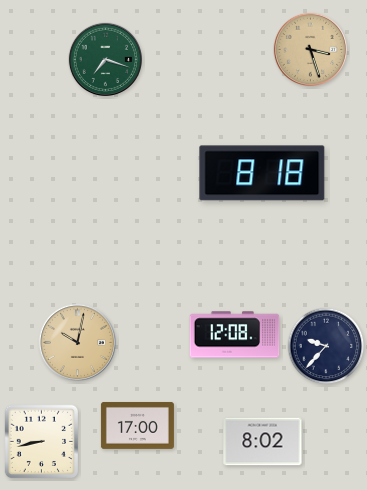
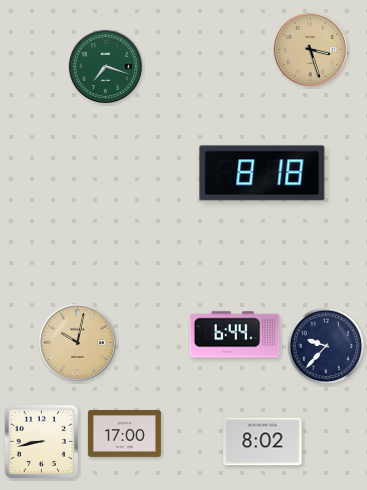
clock at (105, 59) position: (105, 59) -> (105, 66)
clock at (235, 335): 12:08 -> 6:44
clock at (137, 425) position: (137, 425) -> (124, 433)
